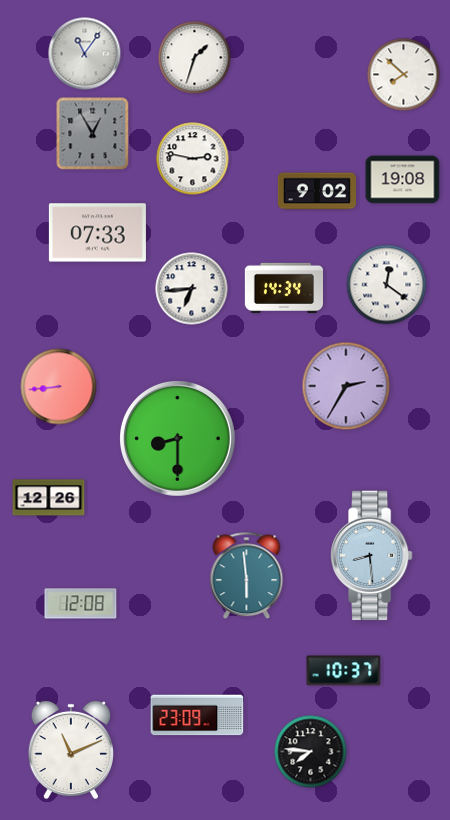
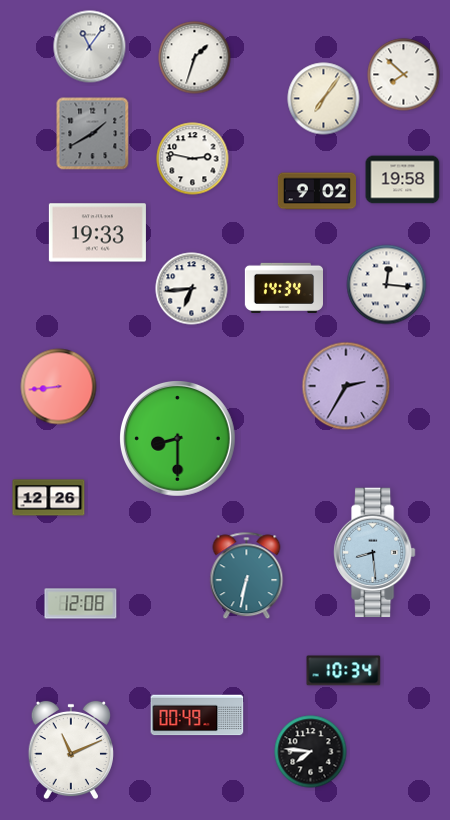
clock at (85, 54) position: (85, 54) -> (90, 47)
clock at (324, 99): none -> 7:06
clock at (93, 134): 12:55 -> 1:40
clock at (403, 180): 19:08 -> 19:58
clock at (97, 233): 07:33 -> 19:33
clock at (387, 285): 12:21 -> 12:16
clock at (371, 556) position: (371, 556) -> (374, 553)
clock at (247, 576): 5:59 -> 6:32
clock at (344, 671): 10:37 -> 10:34
clock at (197, 715): 23:09 -> 00:49
